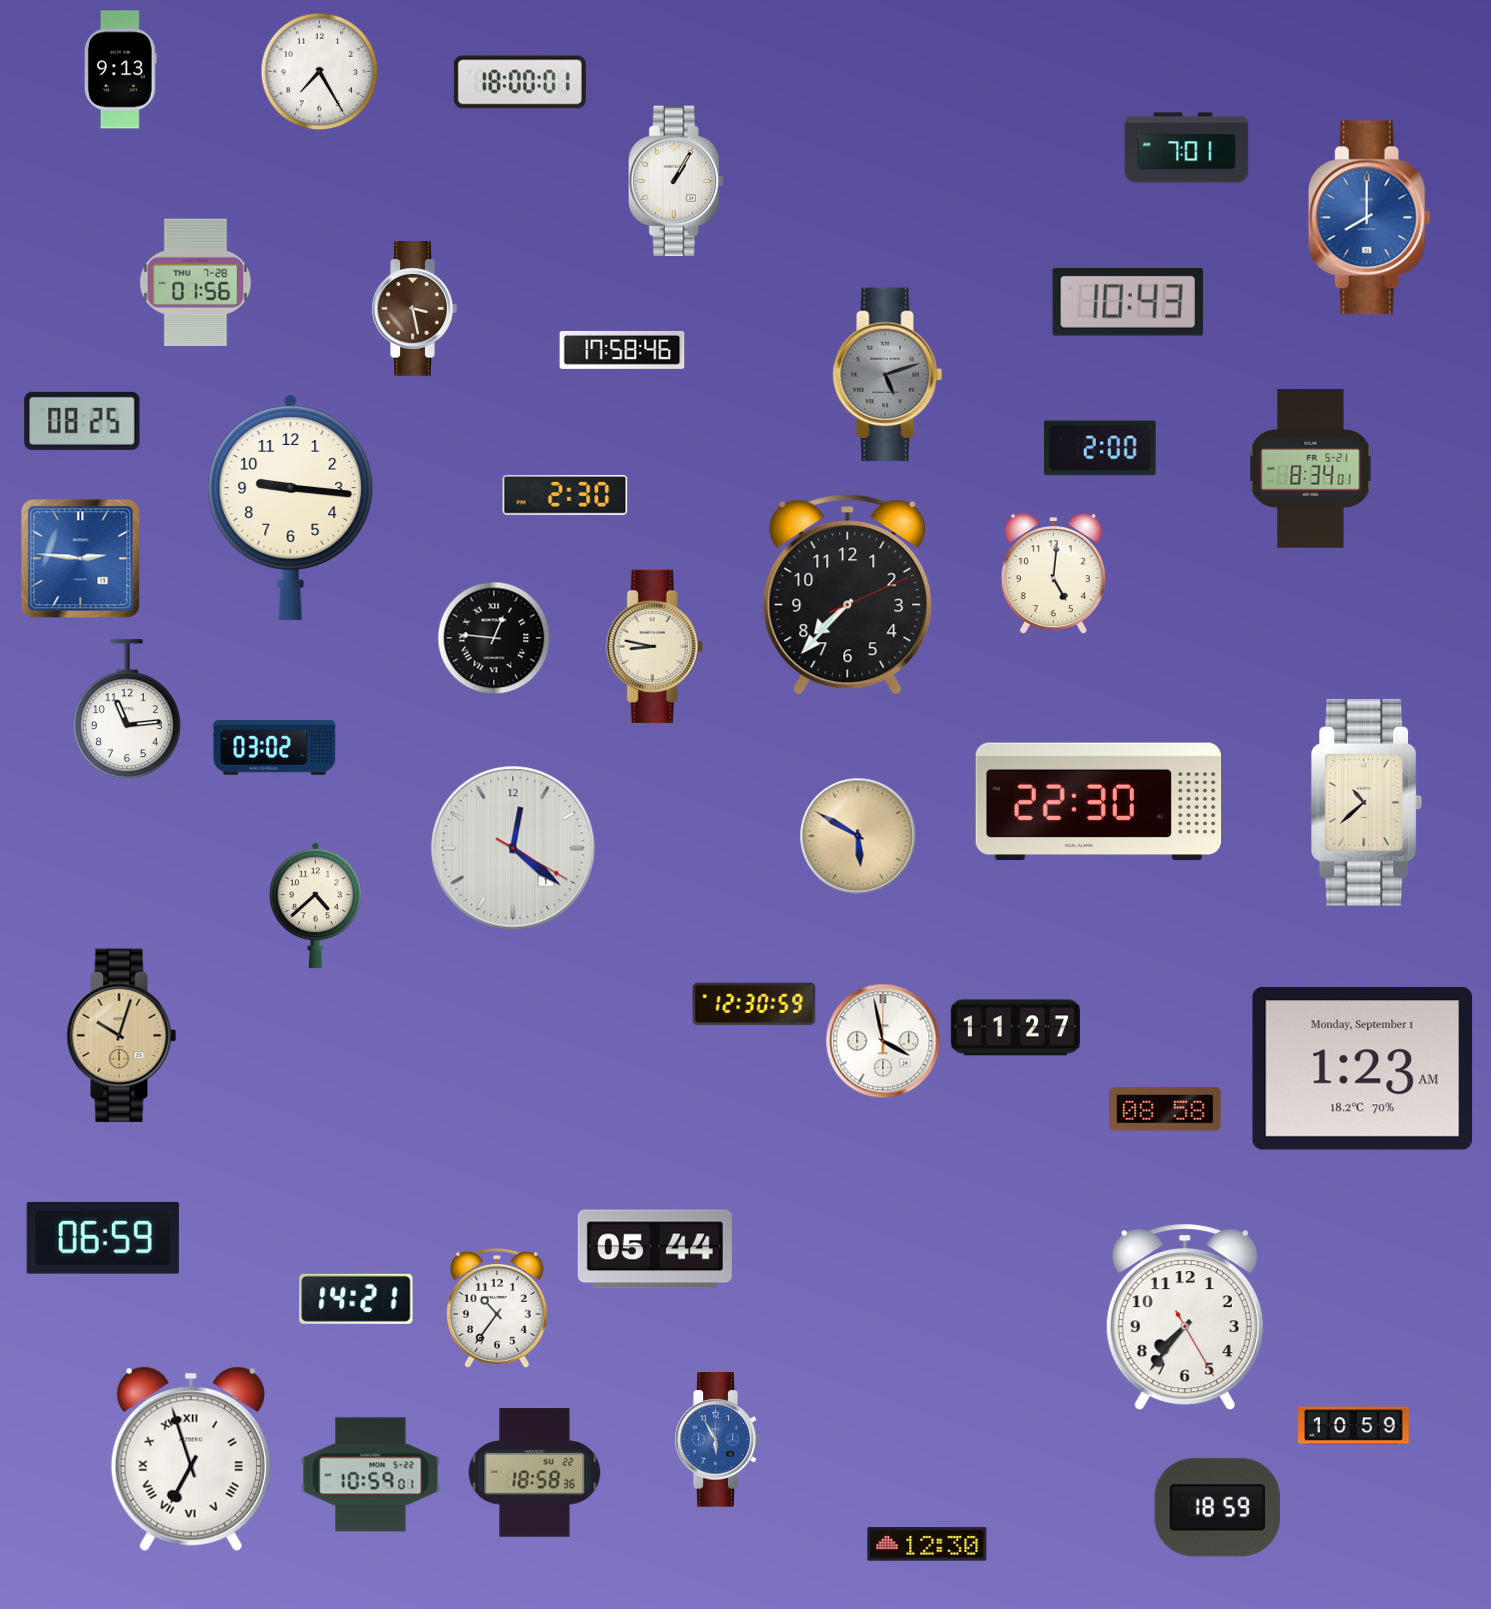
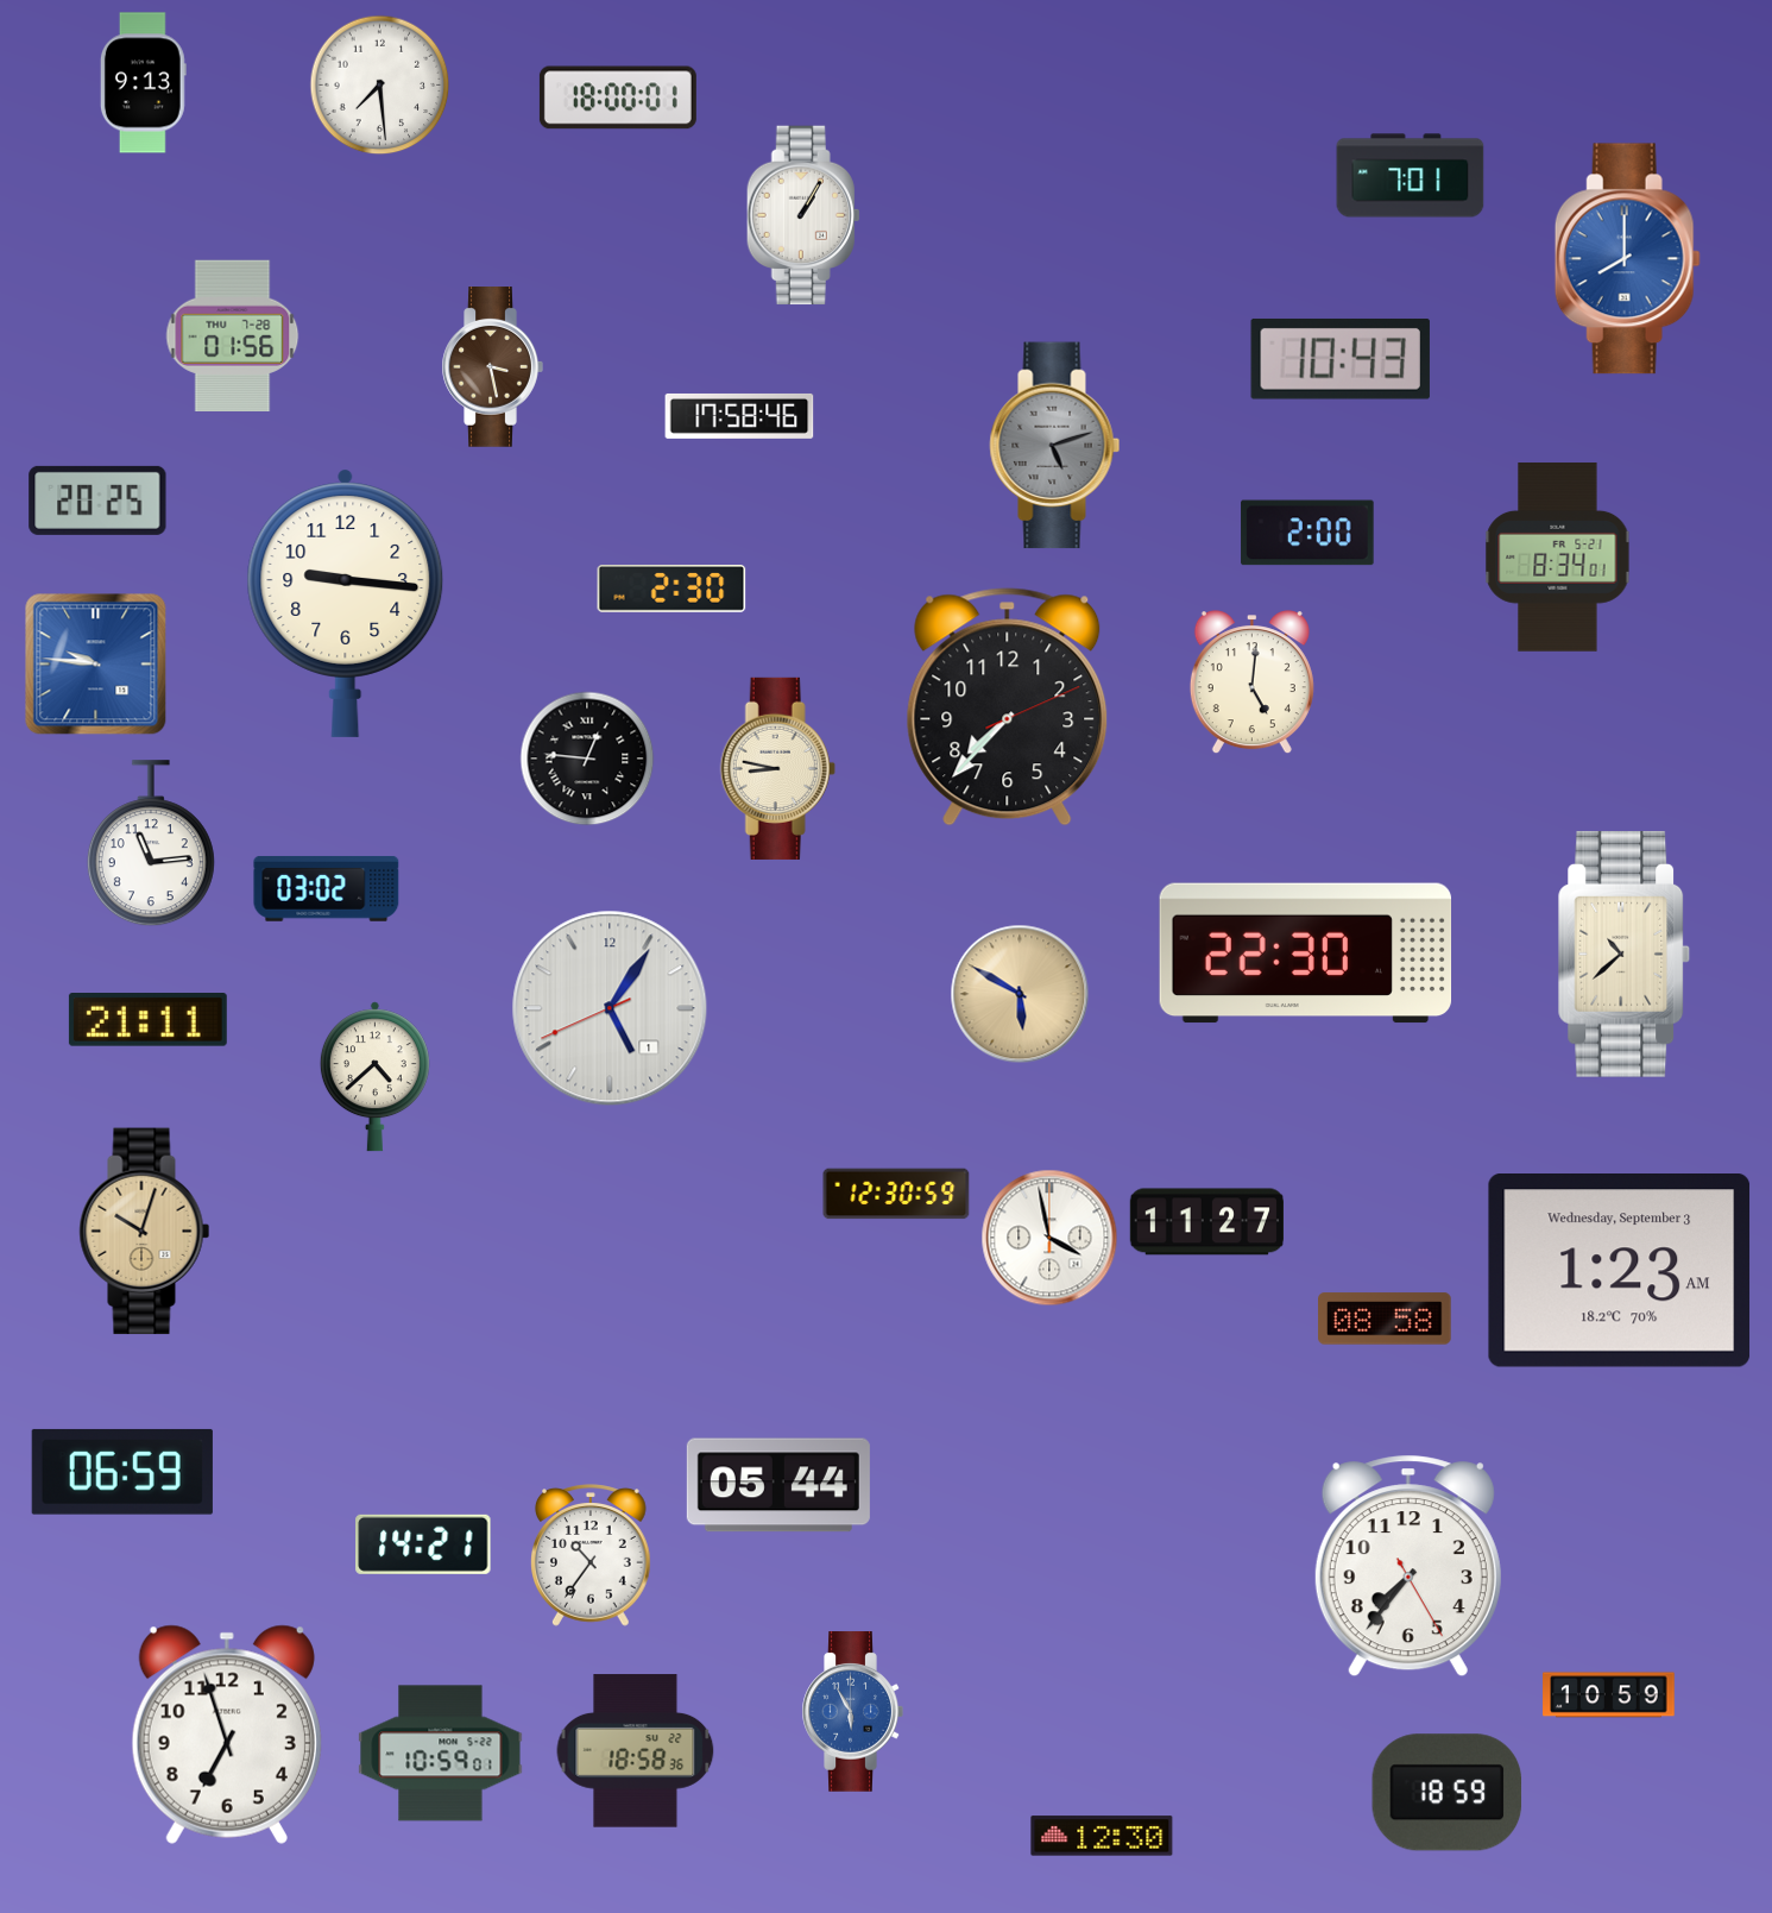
clock at (320, 72): 7:25 -> 7:29
clock at (82, 421): 08:25 -> 20:25
clock at (81, 559): 2:46 -> 9:46
clock at (513, 848): 12:21 -> 5:05
clock at (147, 1020): none -> 21:11
clock at (1363, 1069) date: Monday, September 1 -> Wednesday, September 3
clock at (191, 1459) numerals: Roman -> Arabic
